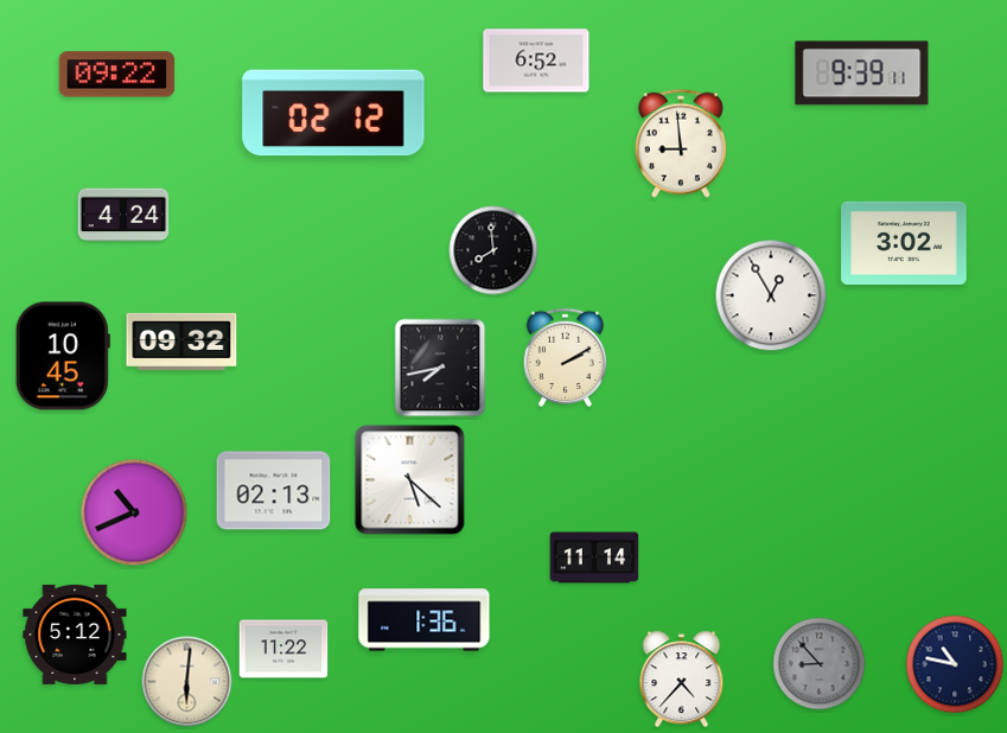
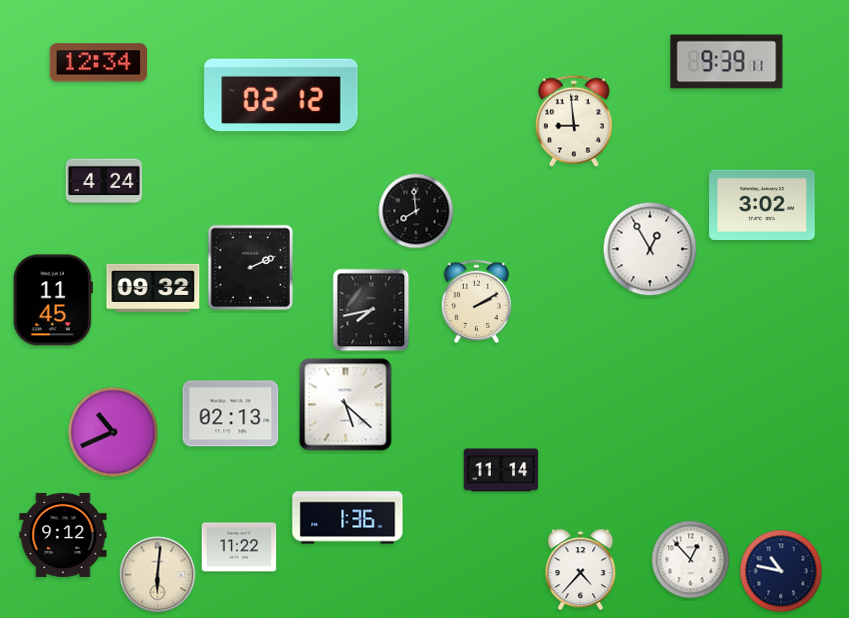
clock at (536, 60): 6:52 -> none
clock at (117, 75): 09:22 -> 12:34
clock at (250, 267): none -> 2:11
clock at (63, 356): 10:45 -> 11:45
clock at (425, 620) position: (425, 620) -> (348, 518)
clock at (75, 635): 5:12 -> 9:12
clock at (820, 664): 8:53 -> 12:53
clock at (820, 664) dial: grey -> white
clock at (955, 664) position: (955, 664) -> (781, 571)
clock at (682, 680) position: (682, 680) -> (581, 570)
